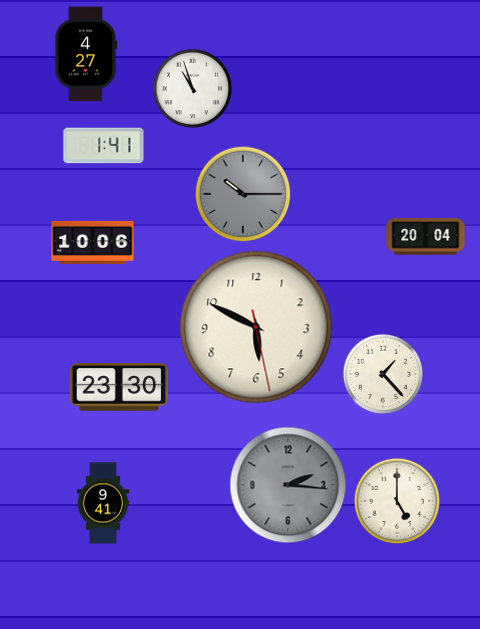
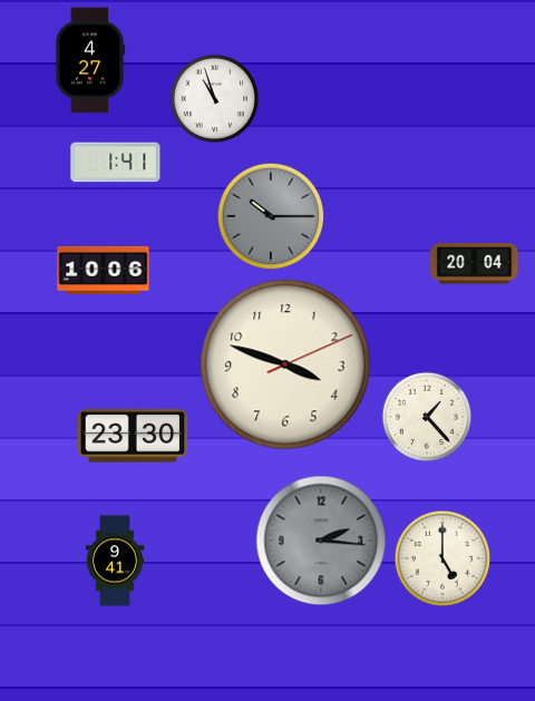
clock at (86, 54) position: (86, 54) -> (90, 60)
clock at (256, 327): 5:49 -> 3:48
clock at (119, 387) position: (119, 387) -> (133, 436)
